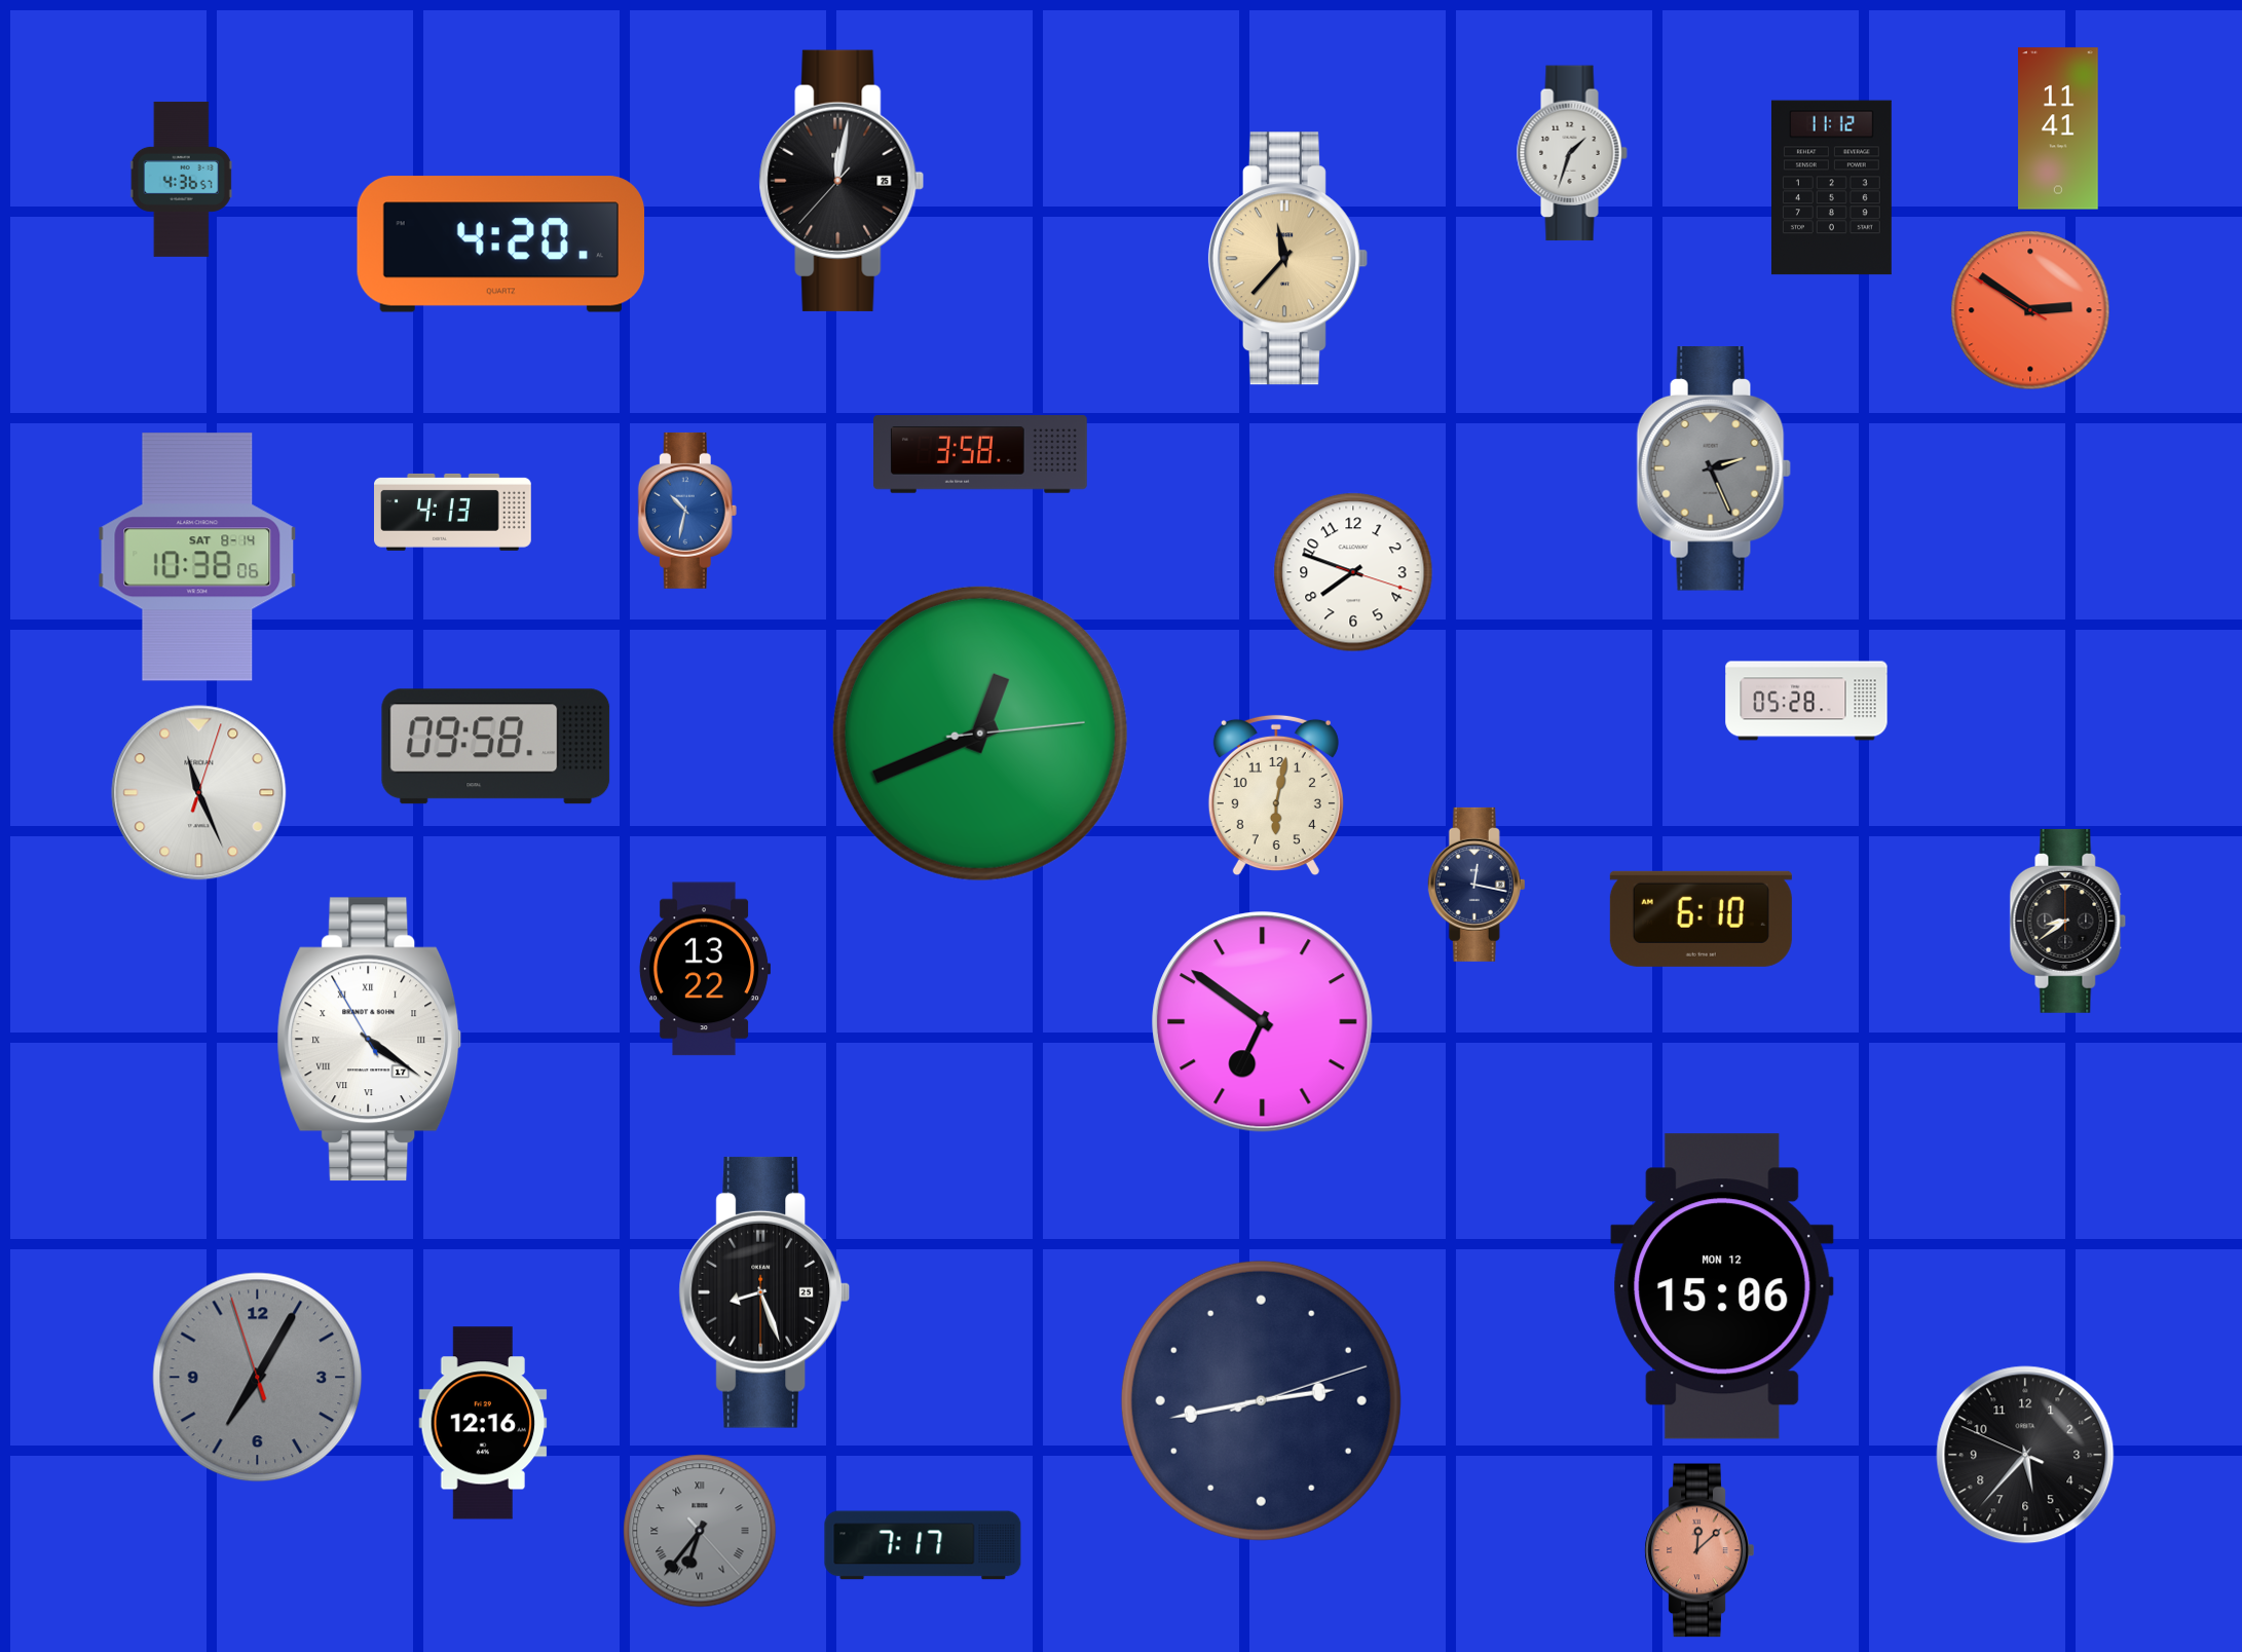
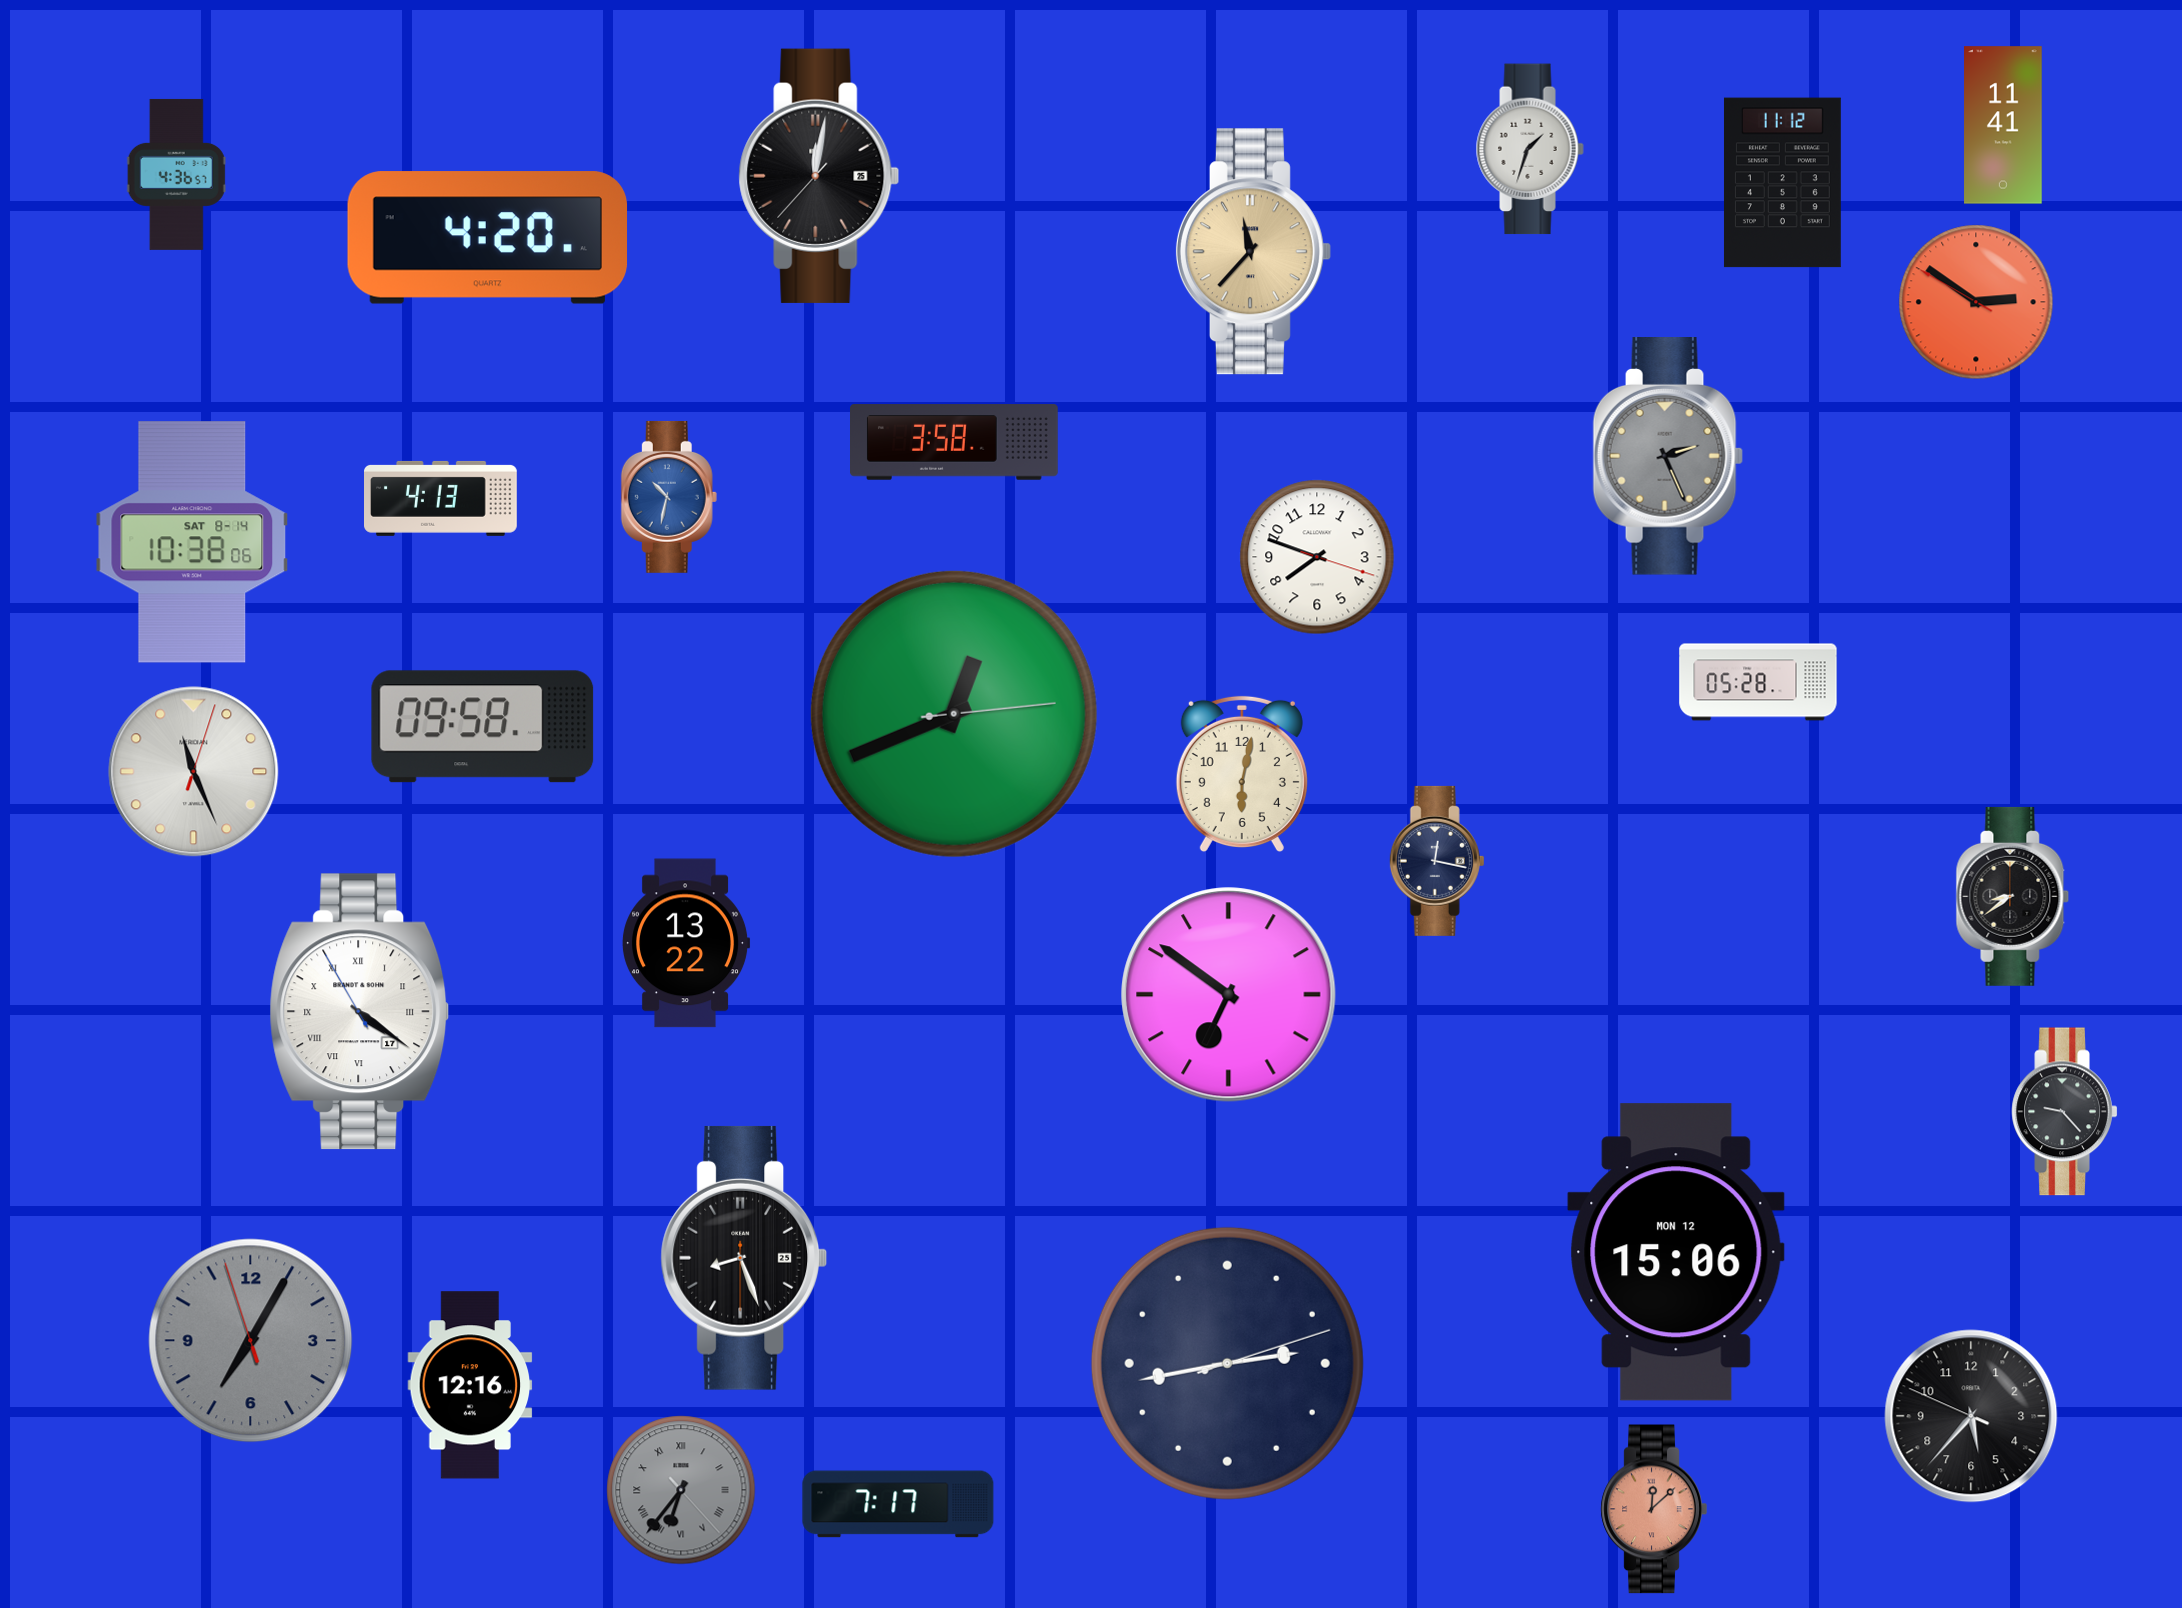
clock at (1701, 918): 6:10 -> none
clock at (2065, 1112): none -> 9:23
